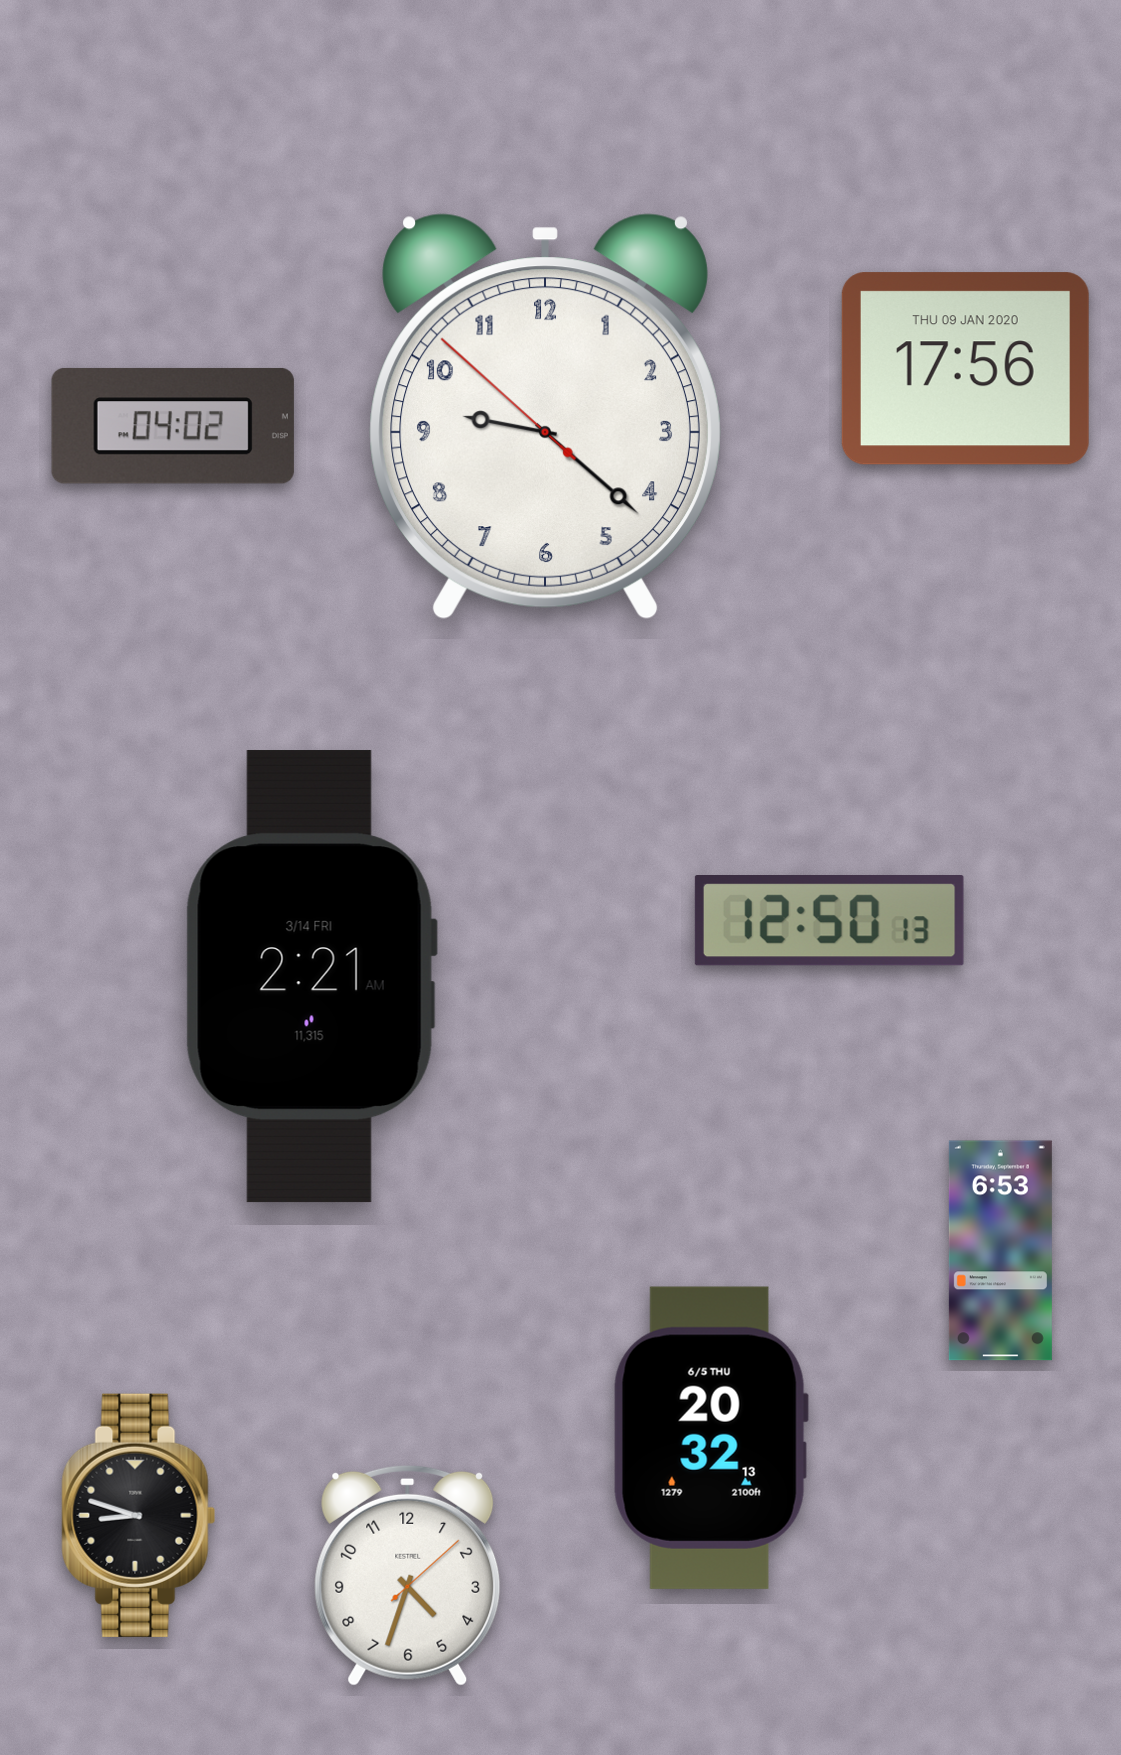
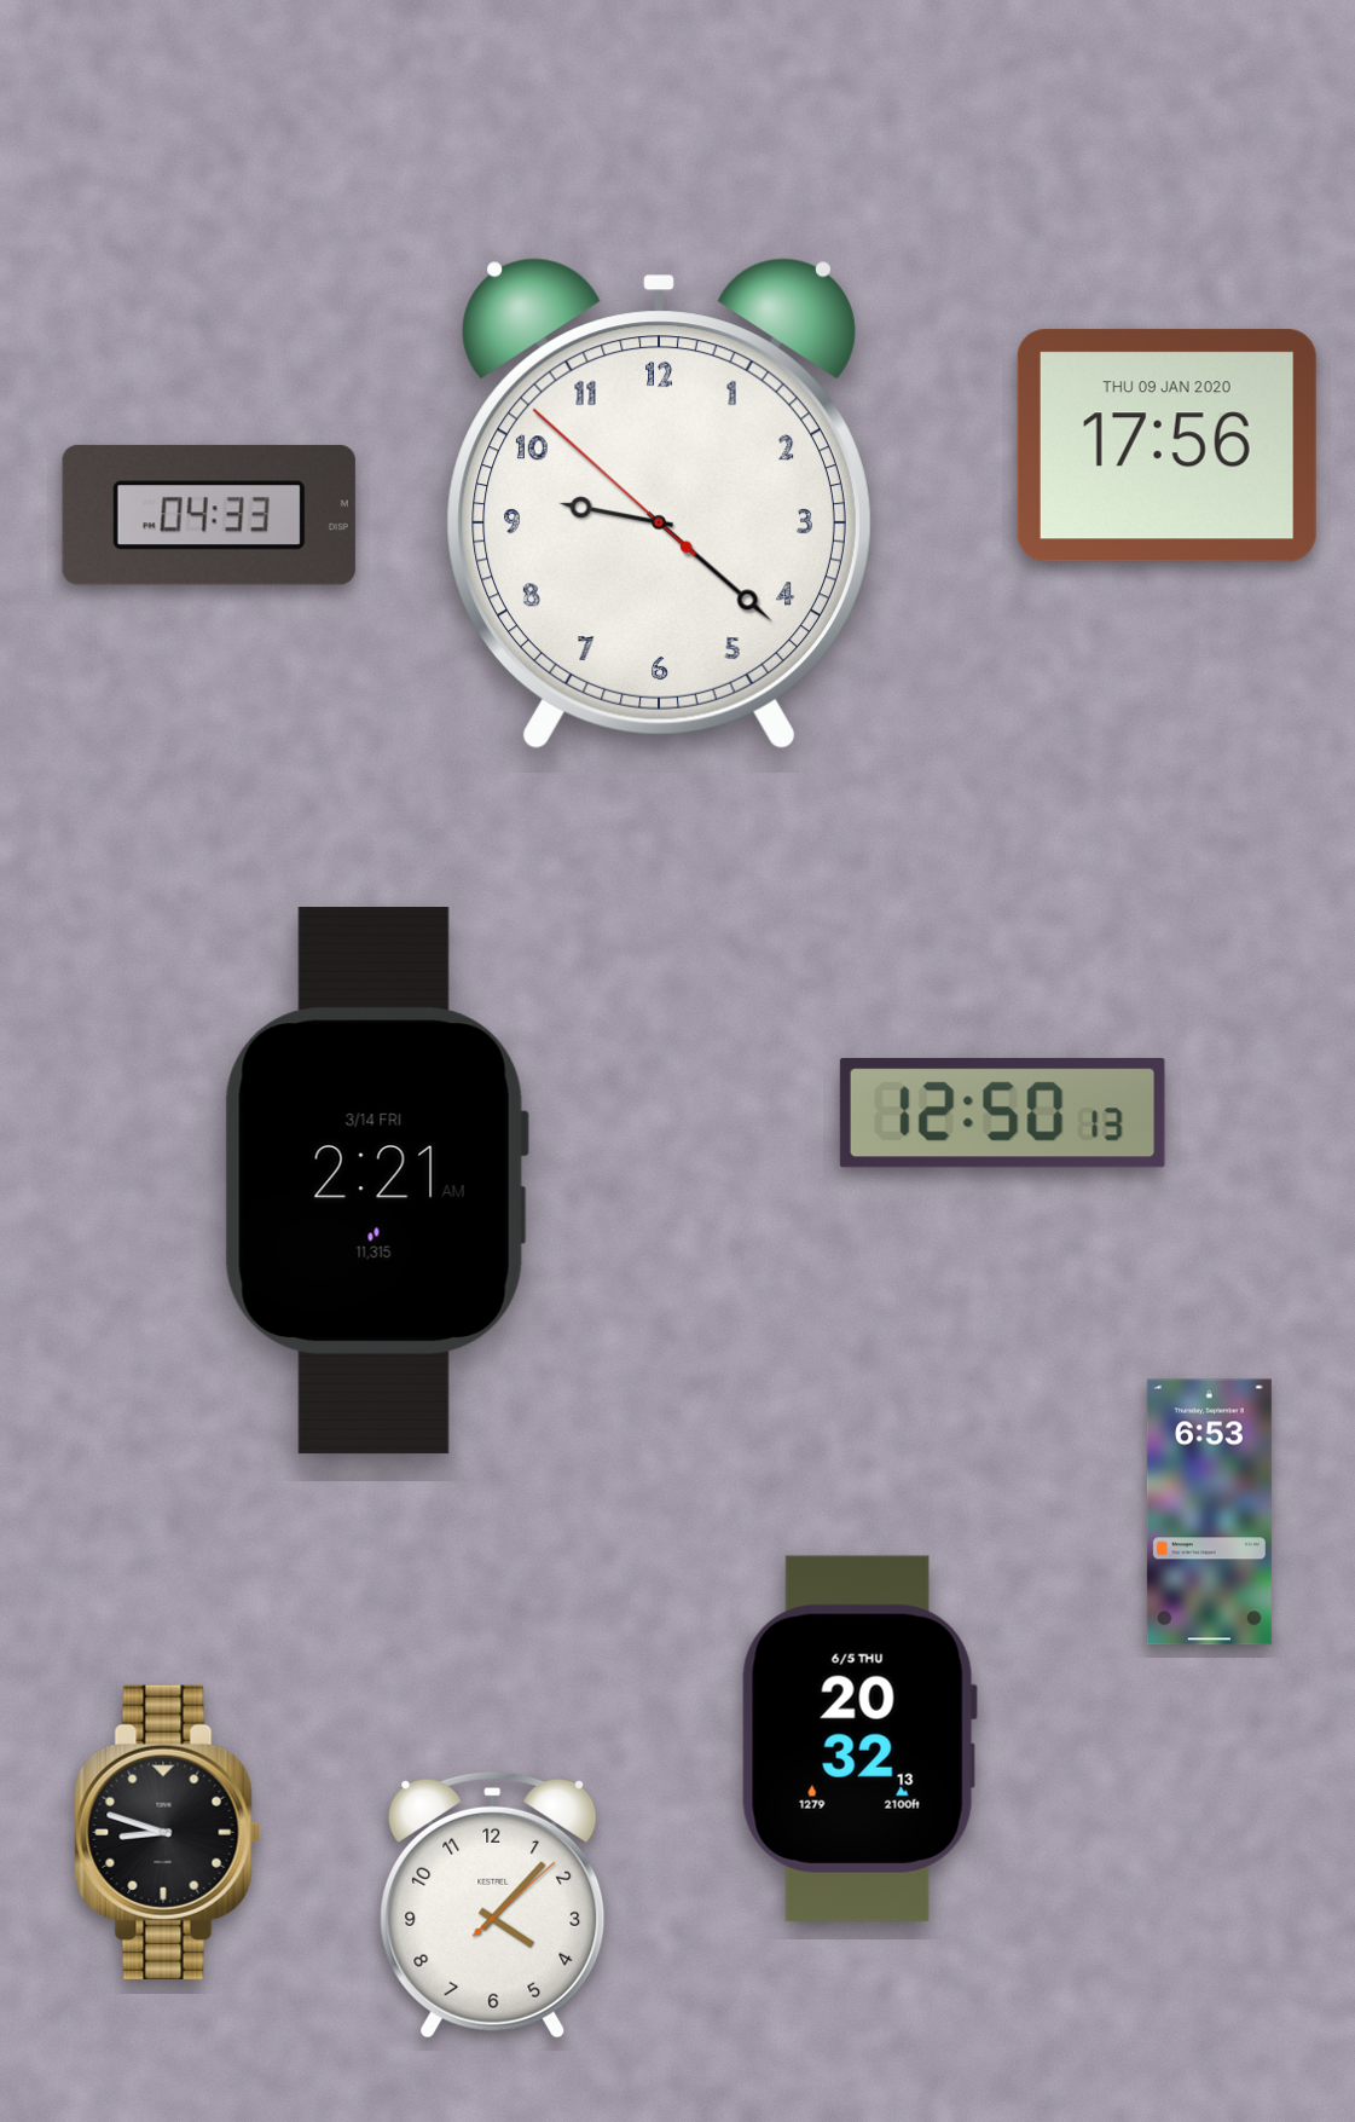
clock at (173, 426): 04:02 -> 04:33
clock at (408, 1575): 4:33 -> 4:07
